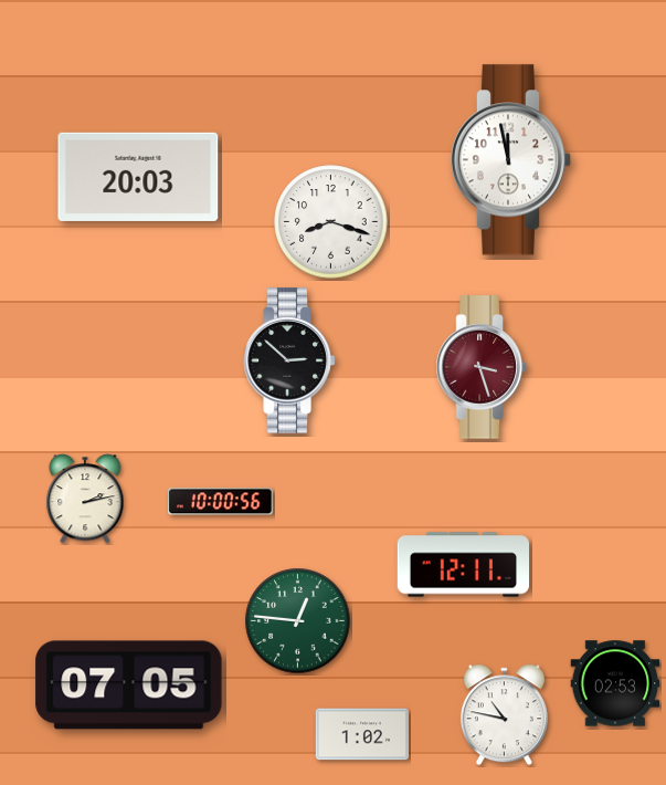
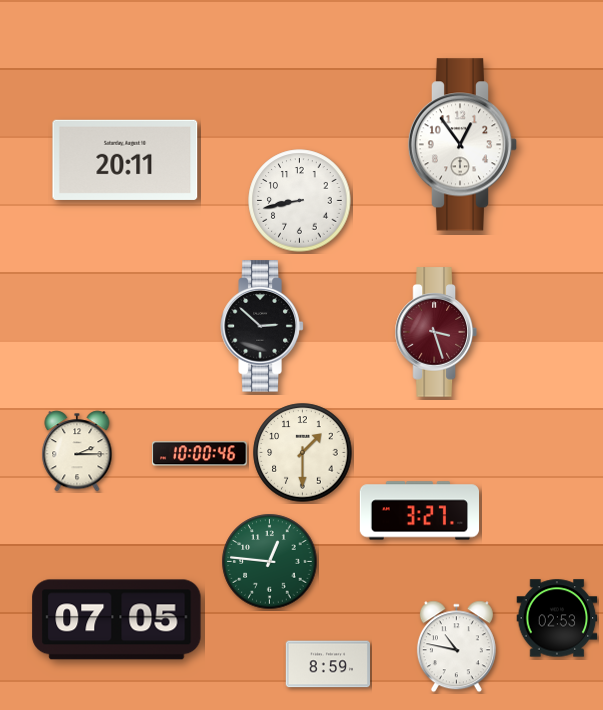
clock at (511, 160): 11:58 -> 12:54
clock at (138, 177): 20:03 -> 20:11
clock at (331, 222): 8:18 -> 8:43
clock at (85, 499): 2:13 -> 2:15
clock at (303, 453): none -> 1:30
clock at (221, 502): 10:00:56 -> 10:00:46
clock at (464, 565): 12:11 -> 3:27
clock at (361, 734): 1:02 -> 8:59
